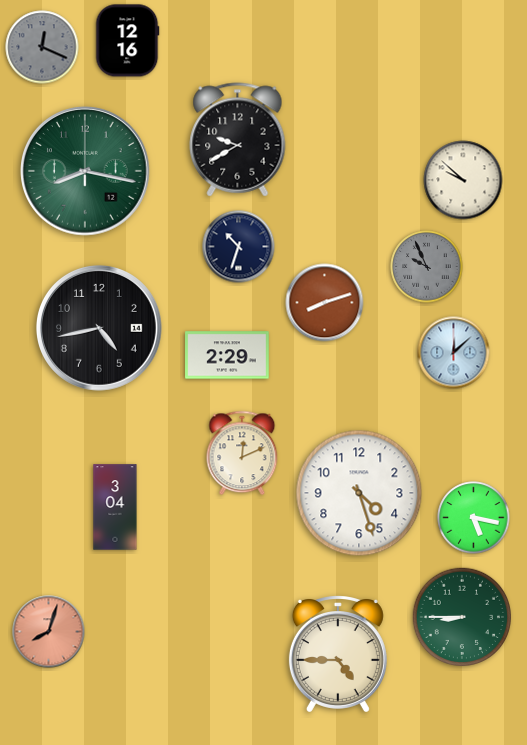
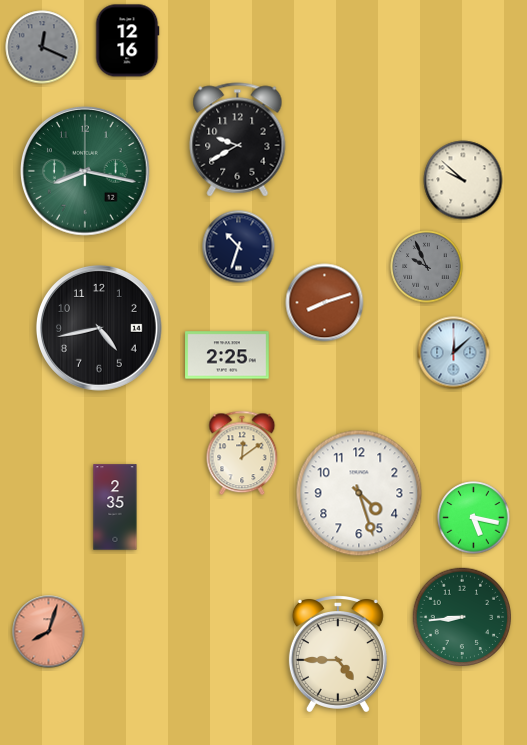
clock at (227, 355): 2:29 -> 2:25
clock at (242, 453): 12:11 -> 12:09
clock at (115, 507): 3:04 -> 2:35
clock at (462, 617): 8:45 -> 8:44
